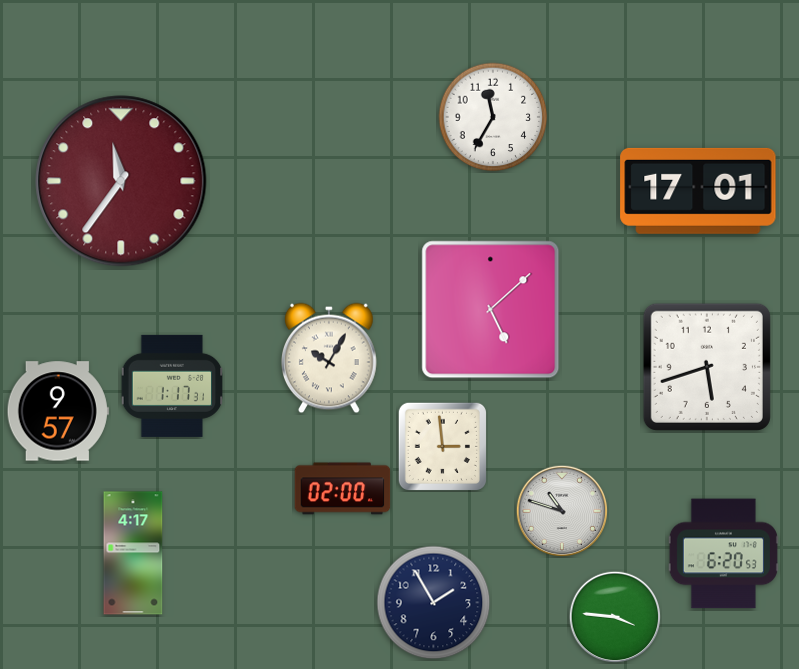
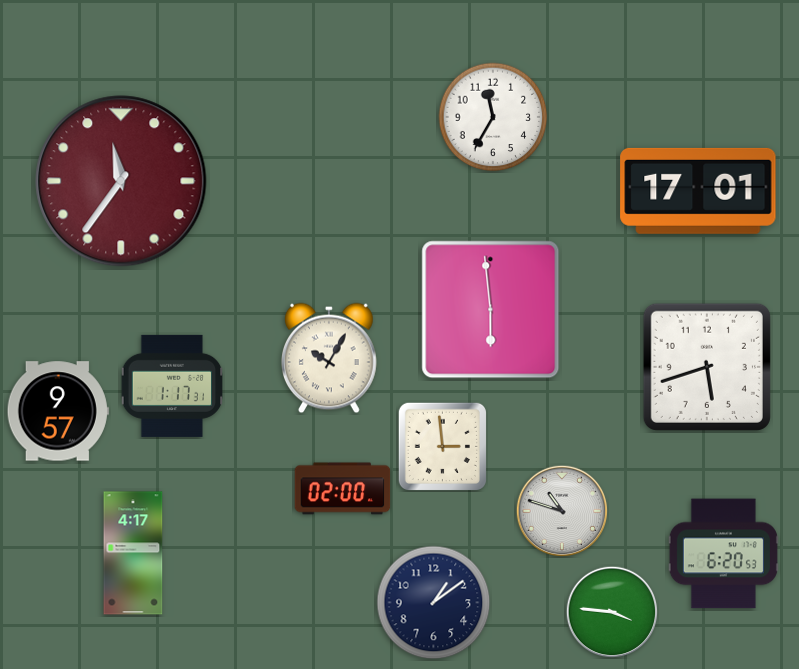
clock at (491, 310): 5:08 -> 5:59
clock at (434, 603): 1:55 -> 1:09
clock at (615, 617) position: (615, 617) -> (612, 612)
